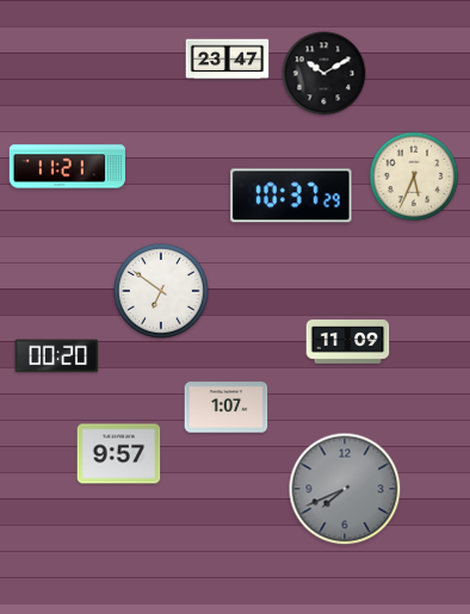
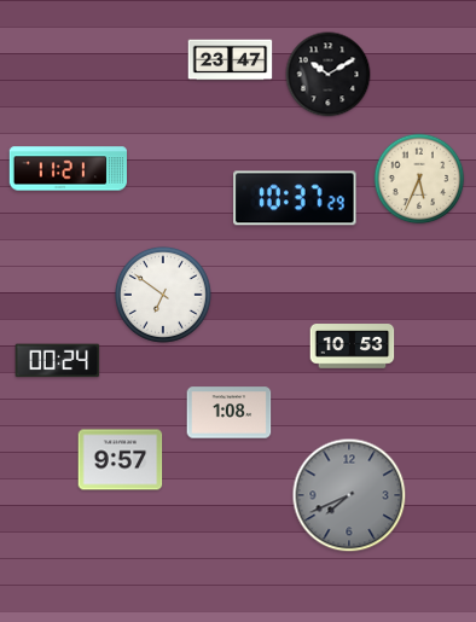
clock at (348, 342): 11:09 -> 10:53
clock at (57, 356): 00:20 -> 00:24
clock at (227, 408): 1:07 -> 1:08
